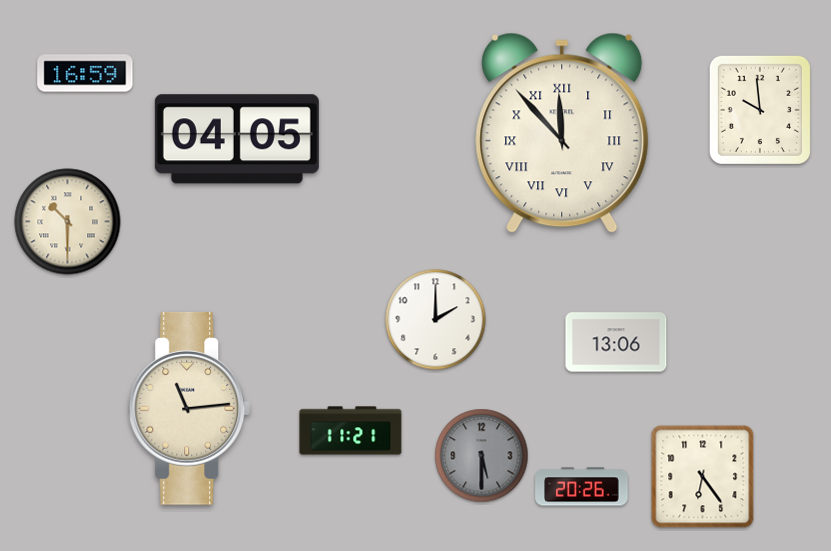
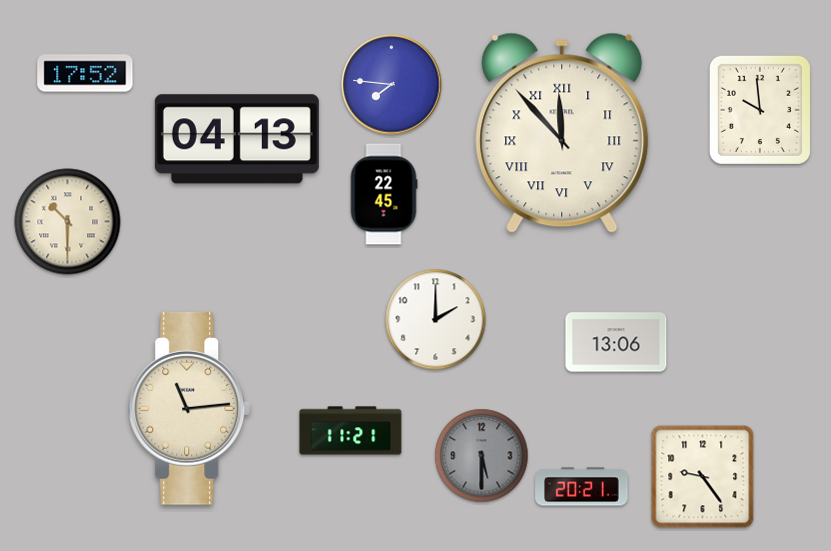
clock at (85, 73): 16:59 -> 17:52
clock at (392, 85): none -> 7:46
clock at (237, 139): 04:05 -> 04:13
clock at (384, 194): none -> 22:45
clock at (703, 477): 6:24 -> 9:24
clock at (582, 487): 20:26 -> 20:21
